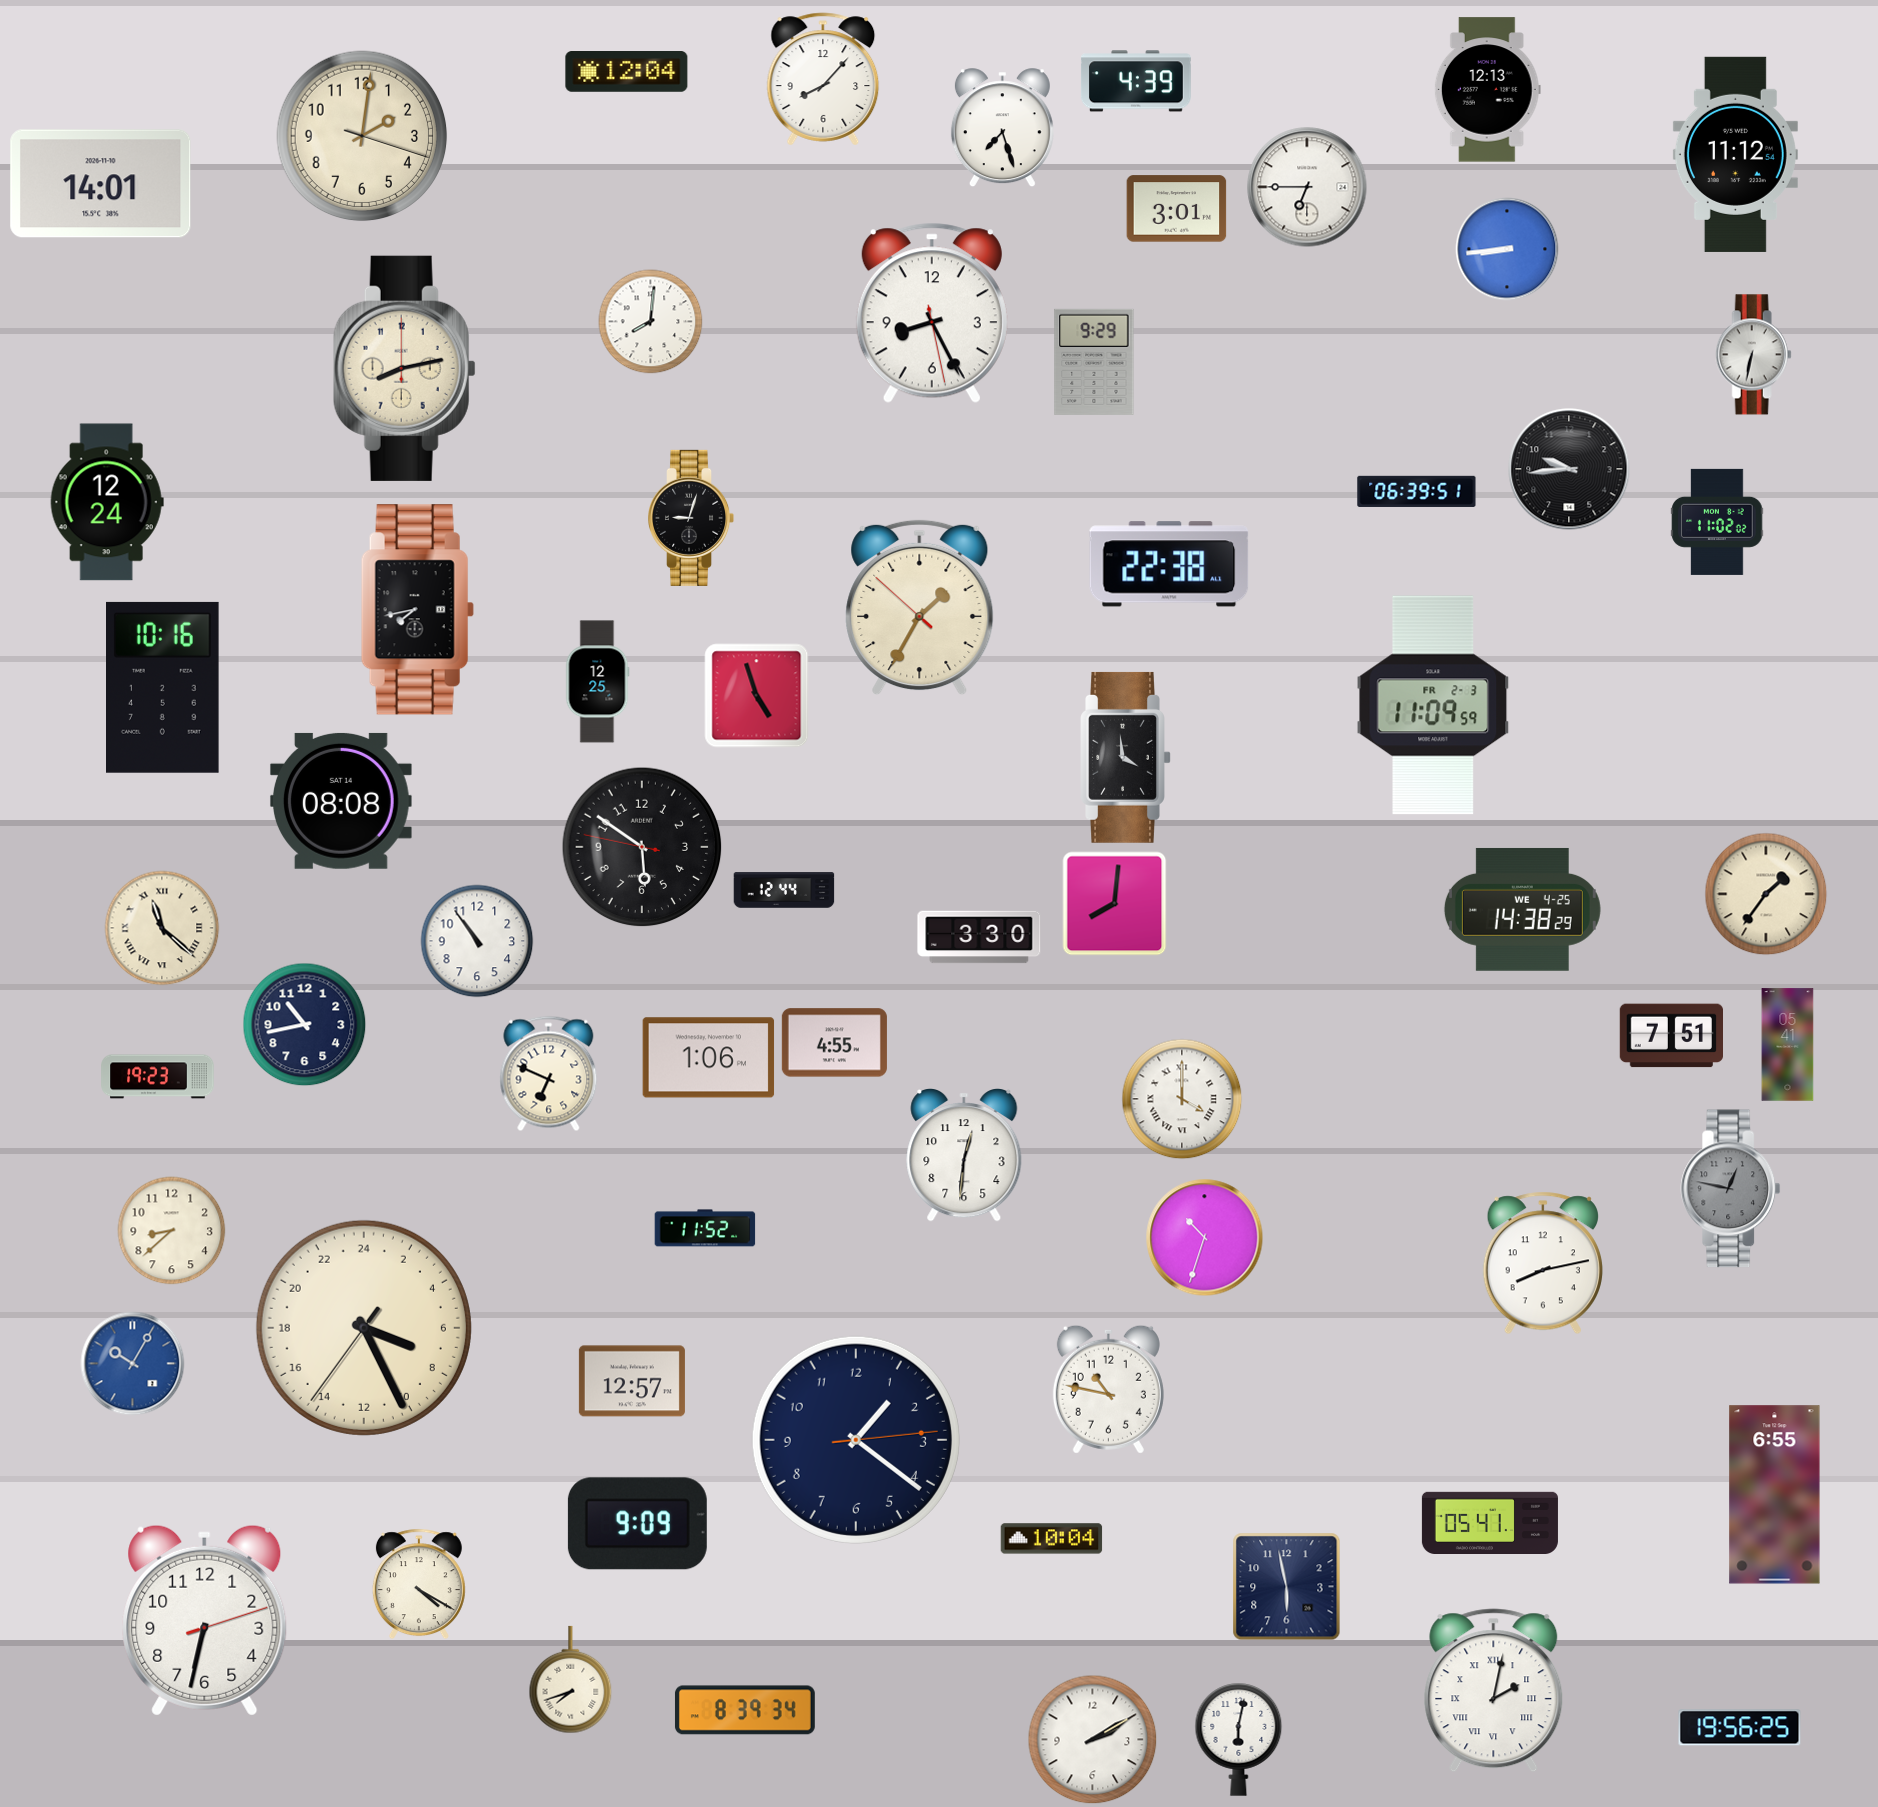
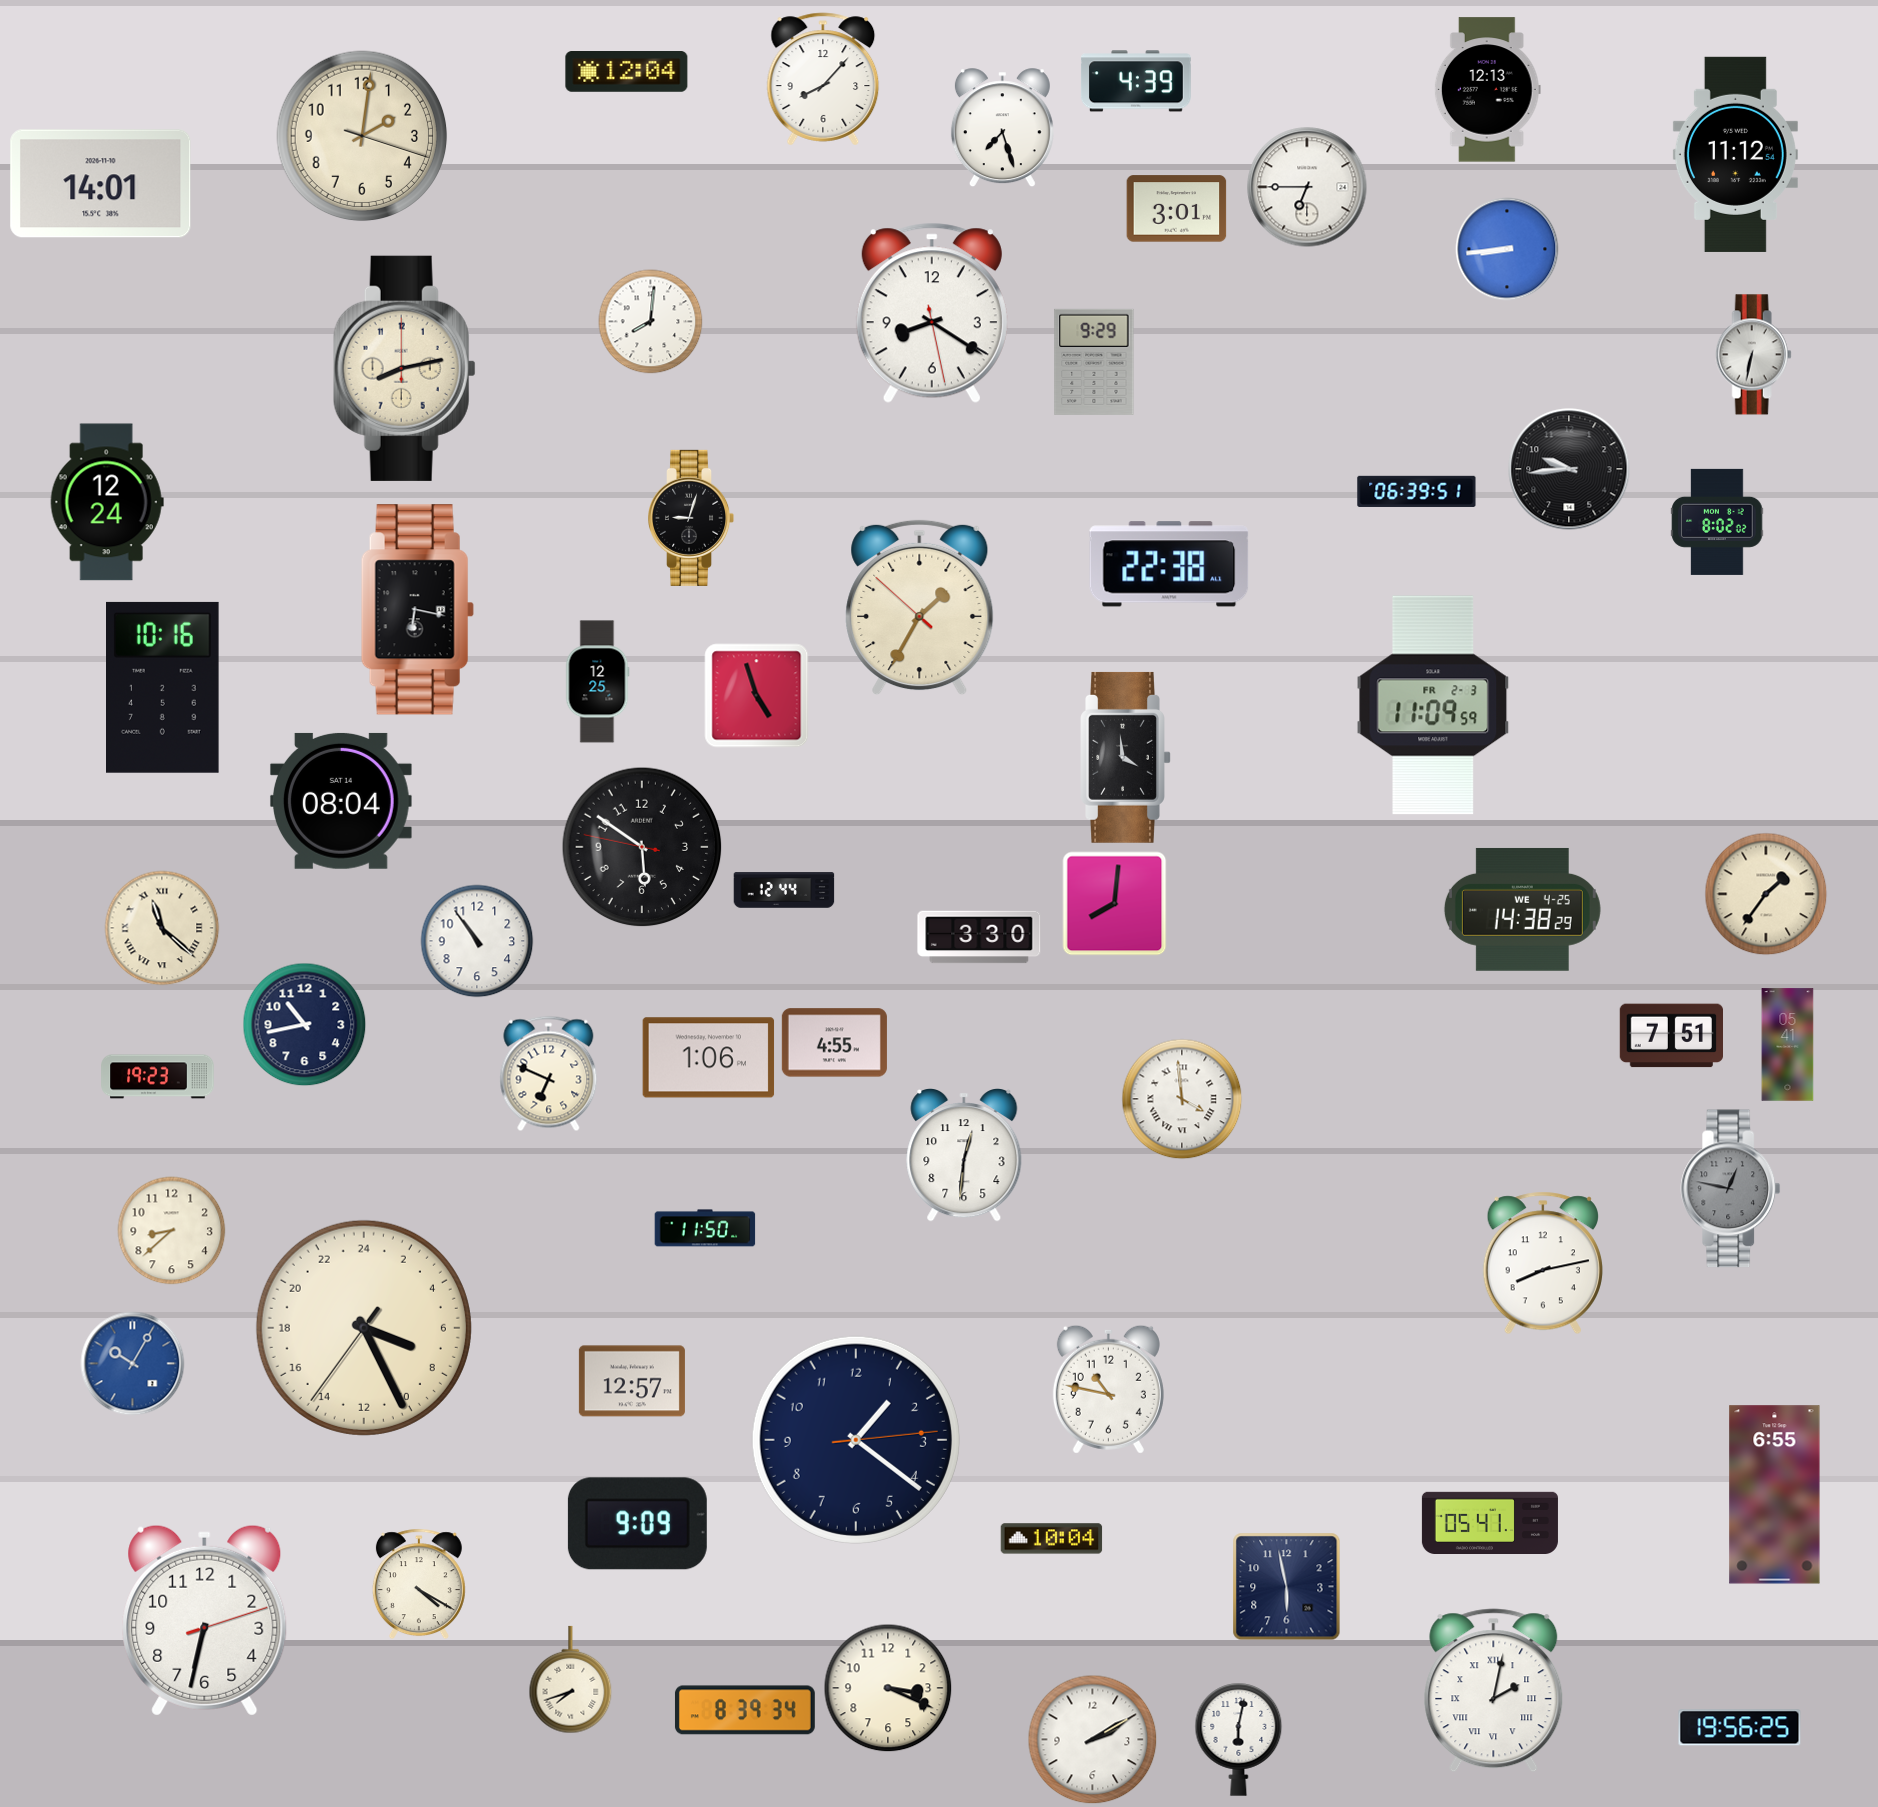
clock at (932, 313): 8:25 -> 8:20
clock at (1717, 522): 11:02 -> 8:02
clock at (417, 610): 7:43 -> 6:17
clock at (341, 801): 08:08 -> 08:04
clock at (1182, 1099): 4:00 -> 3:59
clock at (705, 1228): 11:52 -> 11:50
clock at (1205, 1238): 10:33 -> none
clock at (888, 1688): none -> 3:19
